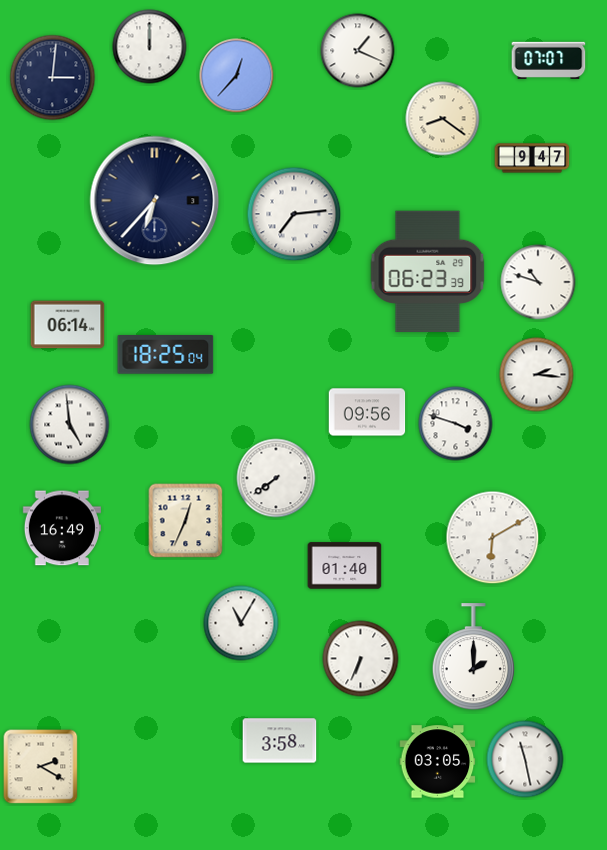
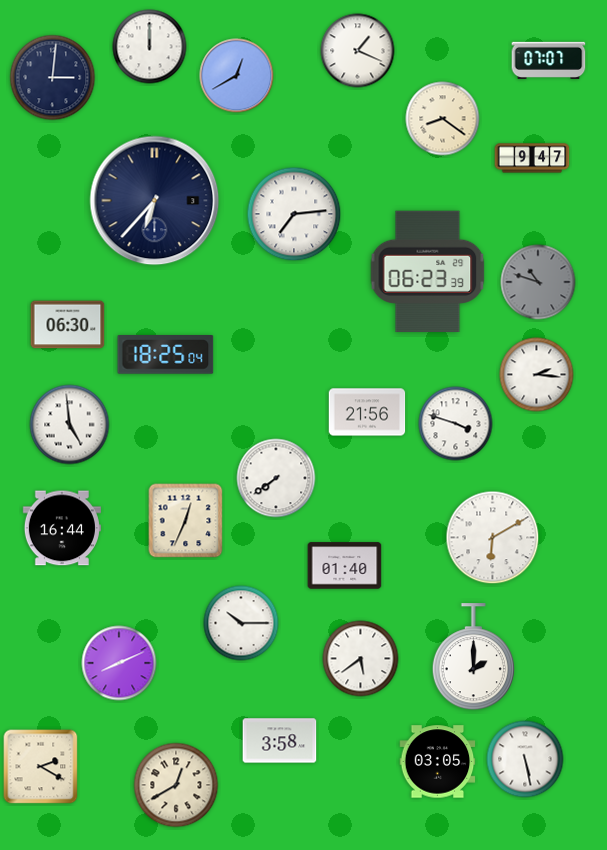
clock at (237, 76): 12:37 -> 12:40
clock at (538, 282) dial: white -> grey
clock at (68, 325): 06:14 -> 06:30
clock at (367, 412): 09:56 -> 21:56
clock at (62, 528): 16:49 -> 16:44
clock at (241, 623): 11:05 -> 10:15
clock at (361, 659): 6:34 -> 5:39
clock at (119, 663): none -> 8:11
clock at (525, 759): 11:28 -> 5:28
clock at (176, 785): none -> 12:40
